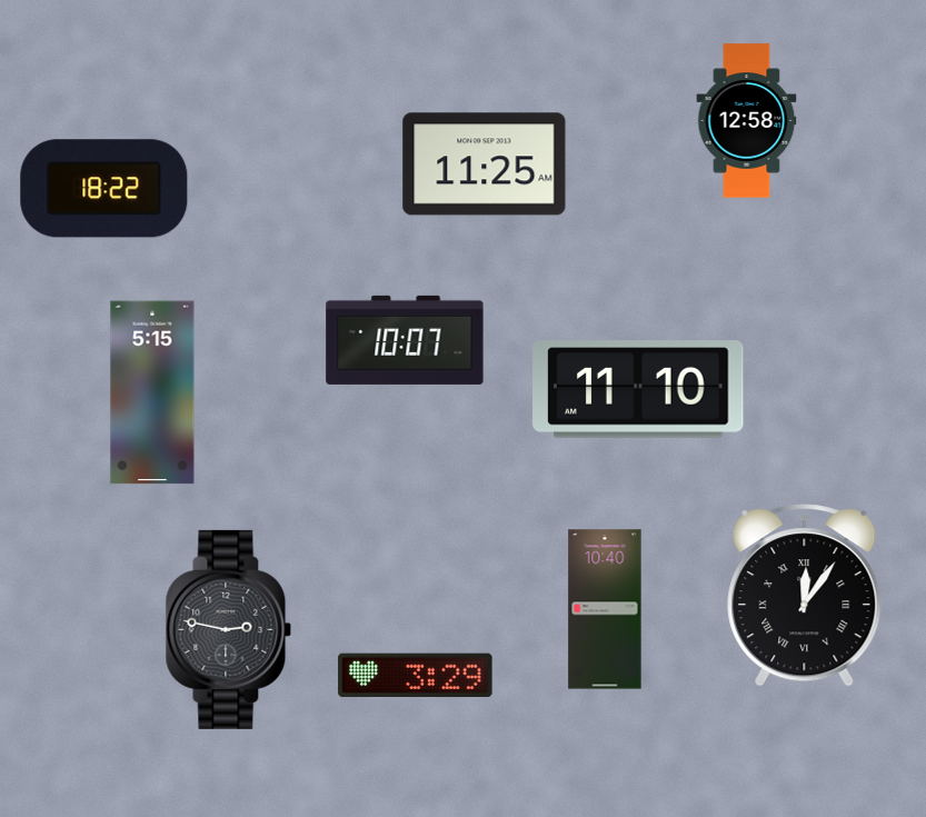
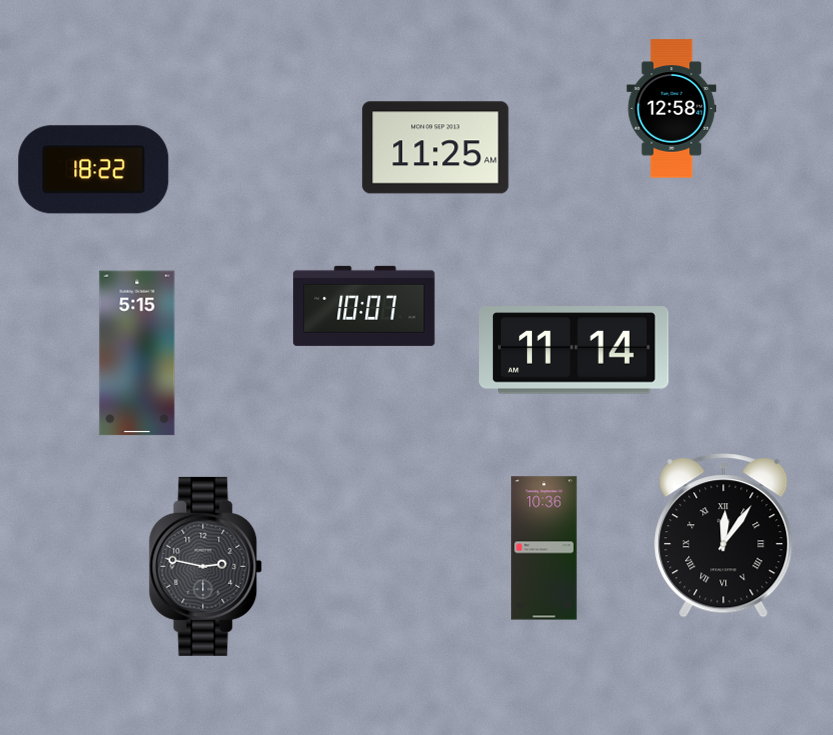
clock at (638, 389): 11:10 -> 11:14
clock at (605, 609): 10:40 -> 10:36
clock at (416, 675): 3:29 -> none
